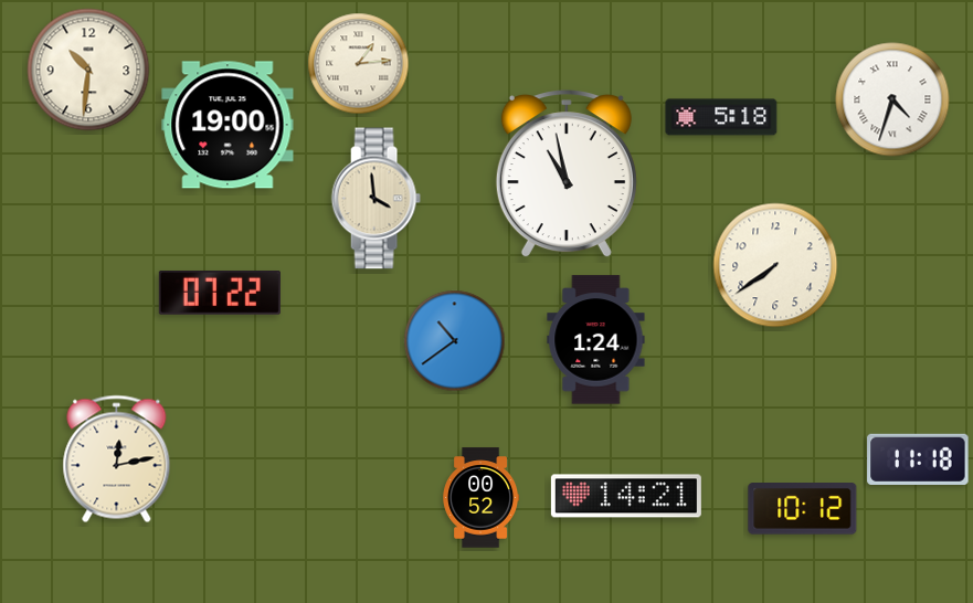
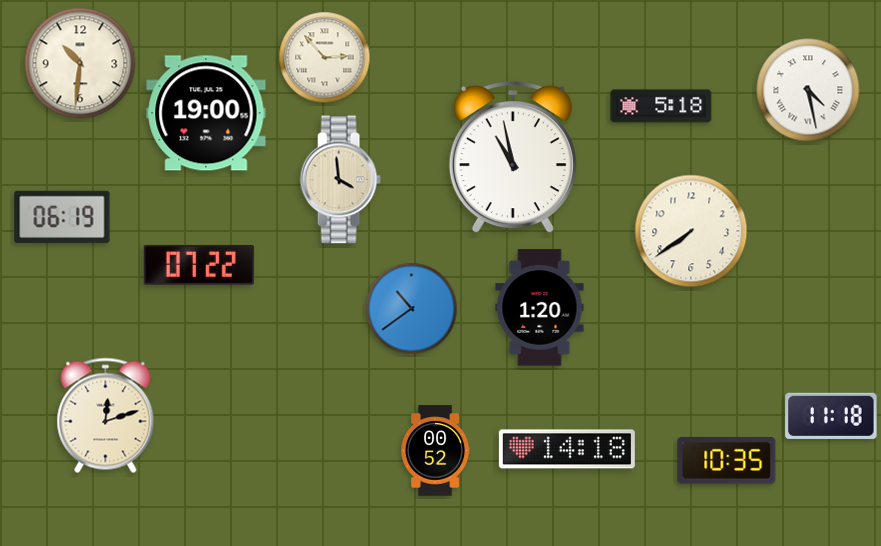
clock at (359, 64): 1:14 -> 2:53
clock at (892, 99): 4:33 -> 4:28
clock at (721, 117) position: (721, 117) -> (661, 106)
clock at (62, 217): none -> 06:19
clock at (775, 265) position: (775, 265) -> (691, 231)
clock at (596, 340): 1:24 -> 1:20
clock at (117, 459): 12:13 -> 12:12
clock at (626, 496): 14:21 -> 14:18
clock at (803, 509): 10:12 -> 10:35
